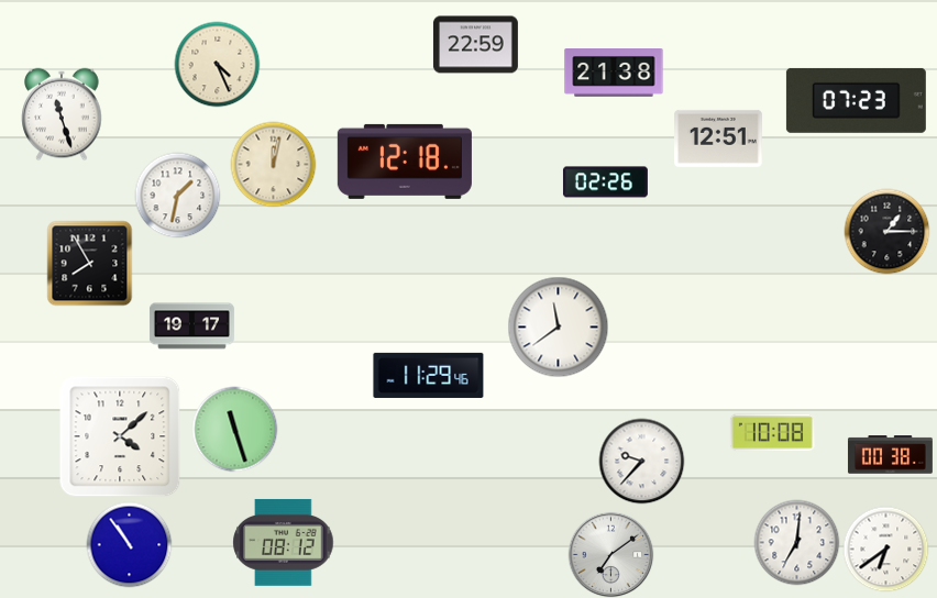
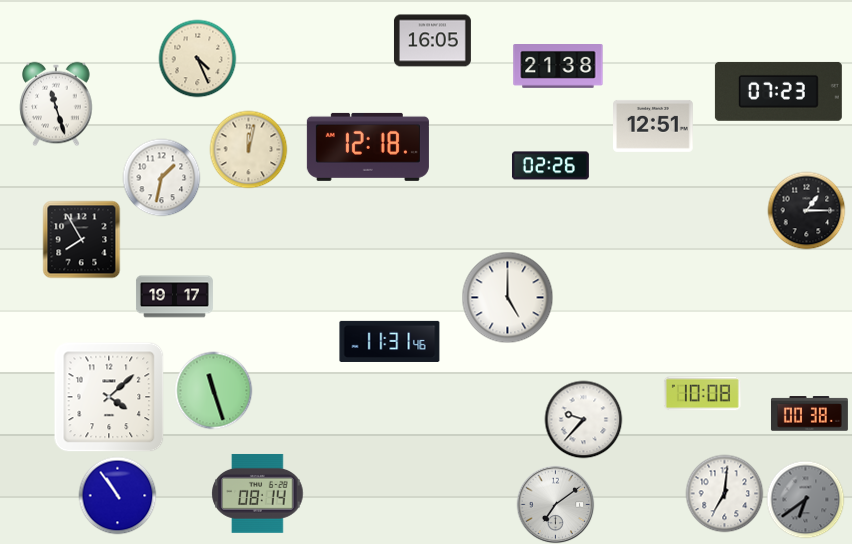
clock at (475, 45): 22:59 -> 16:05
clock at (558, 326): 11:39 -> 5:00
clock at (429, 375): 11:29 -> 11:31
clock at (284, 542): 08:12 -> 08:14
clock at (885, 549) dial: white -> grey
